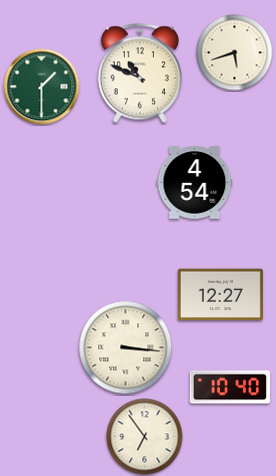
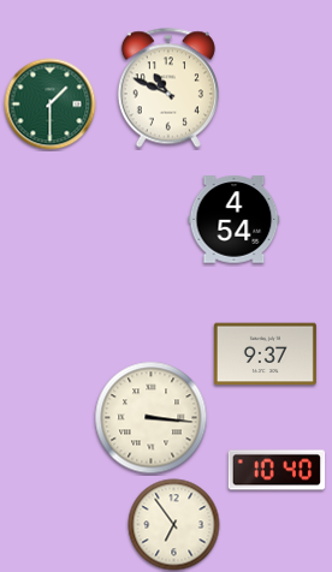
clock at (235, 53): 5:42 -> none
clock at (220, 295): 12:27 -> 9:37
clock at (230, 387) position: (230, 387) -> (277, 470)
